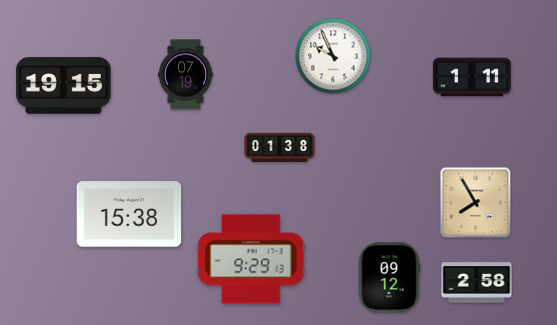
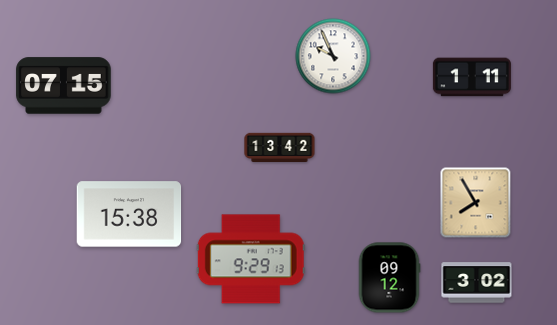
clock at (185, 75): 07:19 -> none
clock at (64, 86): 19:15 -> 07:15
clock at (280, 147): 01:38 -> 13:42
clock at (477, 283): 2:58 -> 3:02
